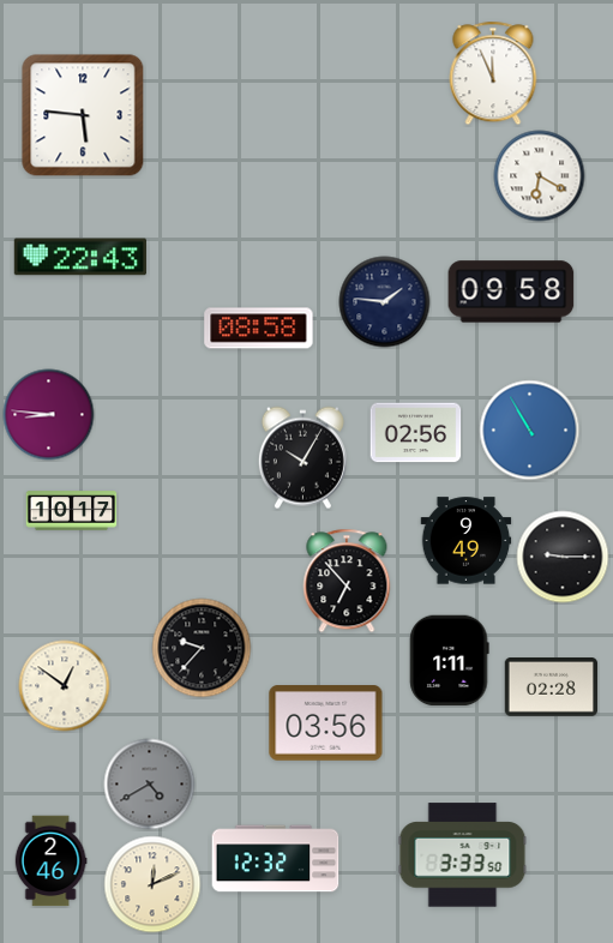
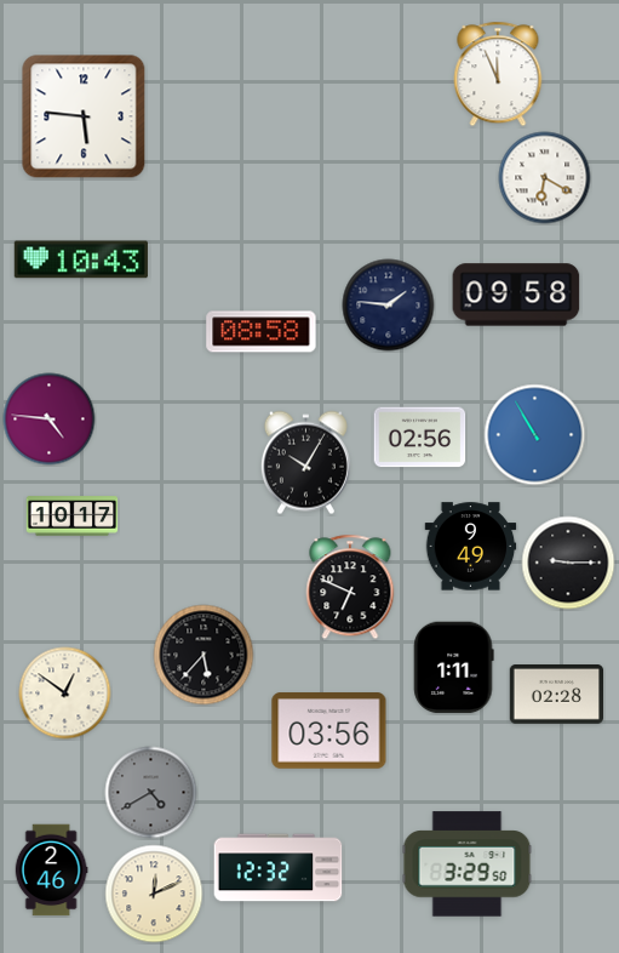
clock at (80, 257): 22:43 -> 10:43
clock at (49, 415): 8:46 -> 4:46
clock at (347, 581): 6:53 -> 6:49
clock at (202, 648): 9:37 -> 5:37
clock at (463, 855): 3:33 -> 3:29
